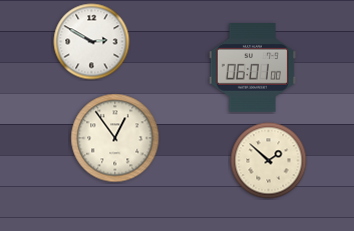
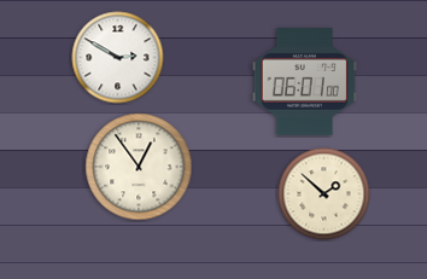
clock at (92, 42) position: (92, 42) -> (118, 58)
